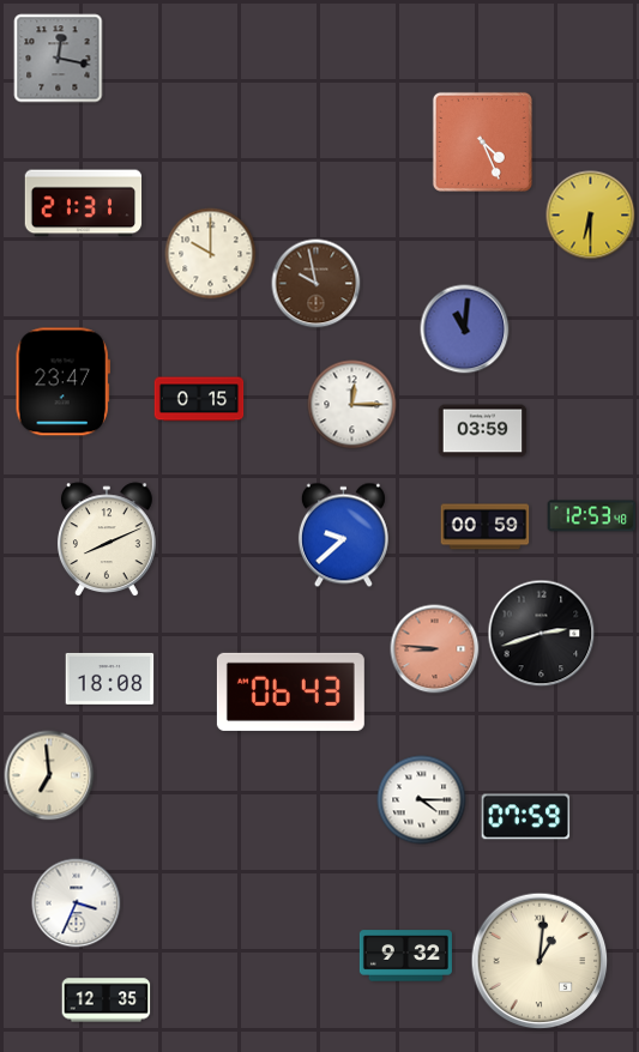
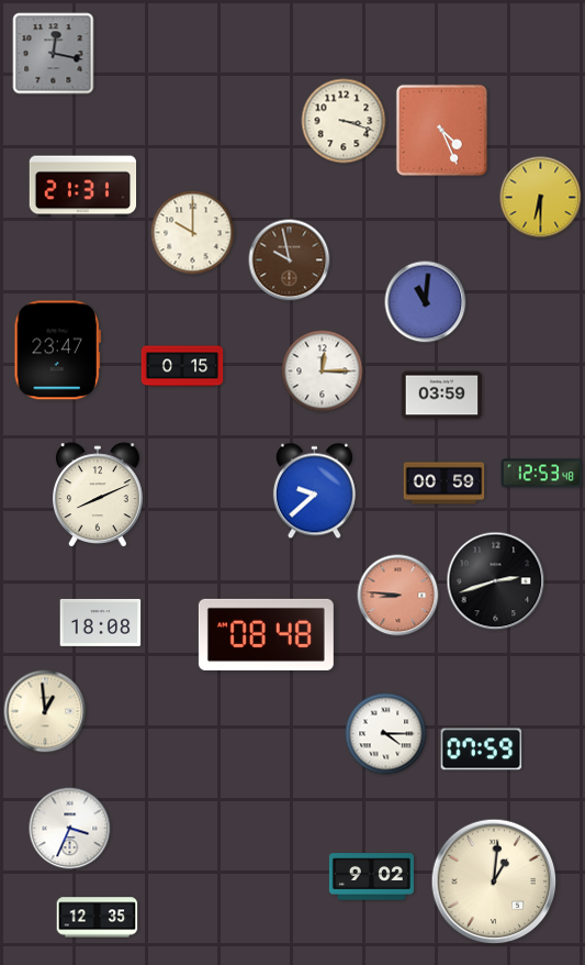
clock at (344, 121): none -> 3:18
clock at (84, 204) position: (84, 204) -> (83, 187)
clock at (290, 691): 06:43 -> 08:48
clock at (49, 775): 6:59 -> 12:59
clock at (405, 956): 9:32 -> 9:02
